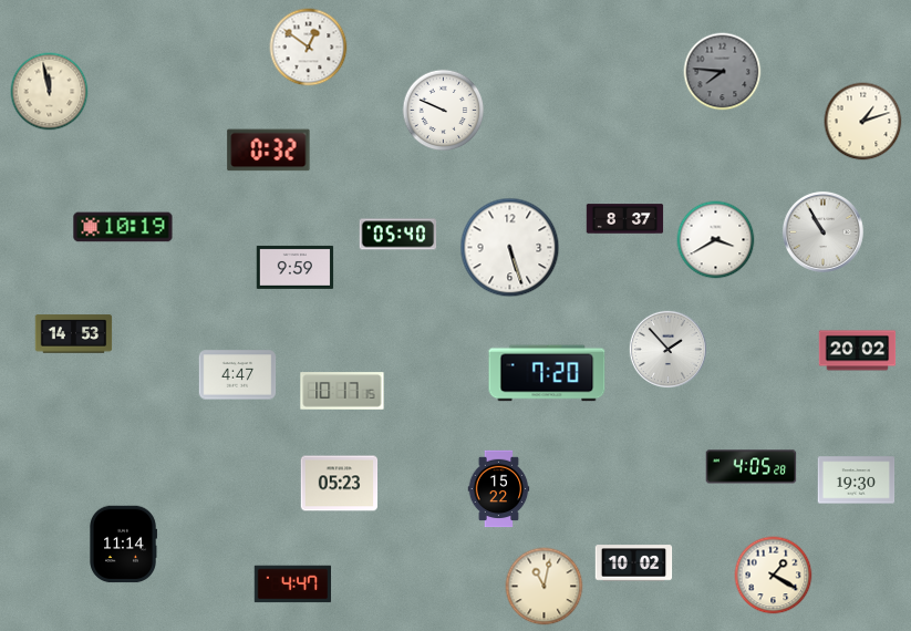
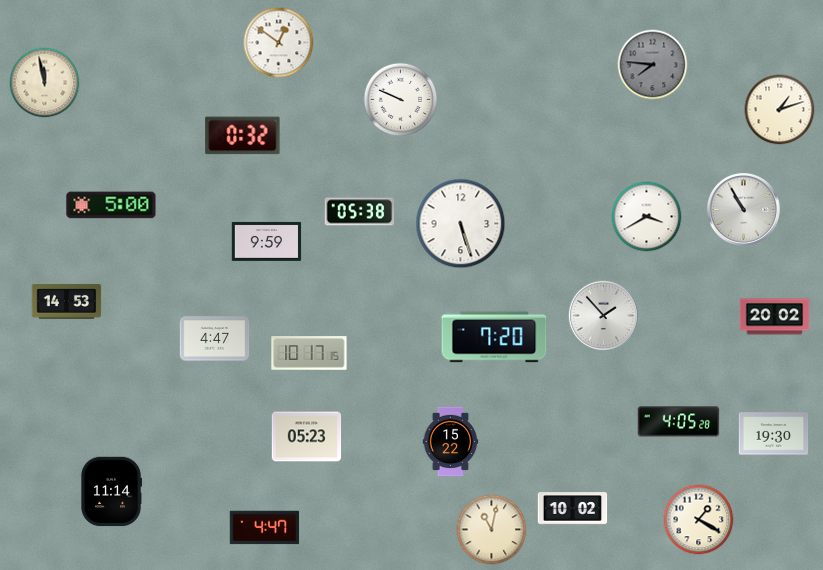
clock at (625, 219): 8:37 -> none
clock at (123, 227): 10:19 -> 5:00
clock at (398, 235): 05:40 -> 05:38
